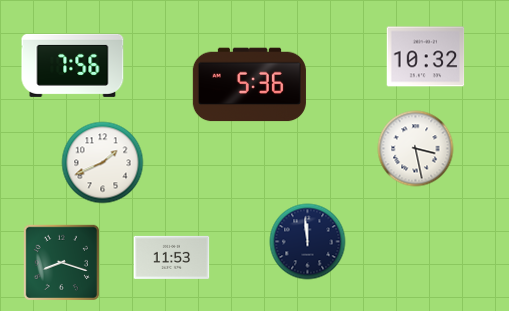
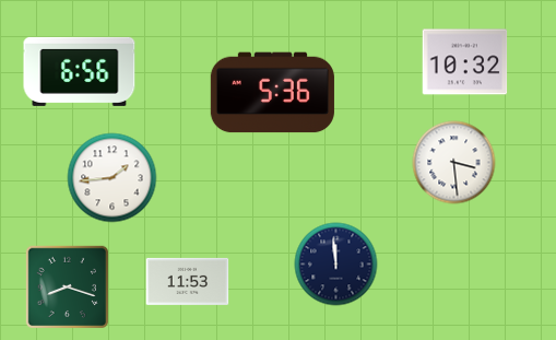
clock at (73, 65): 7:56 -> 6:56
clock at (416, 149): 3:28 -> 3:29
clock at (103, 163): 1:41 -> 1:44
